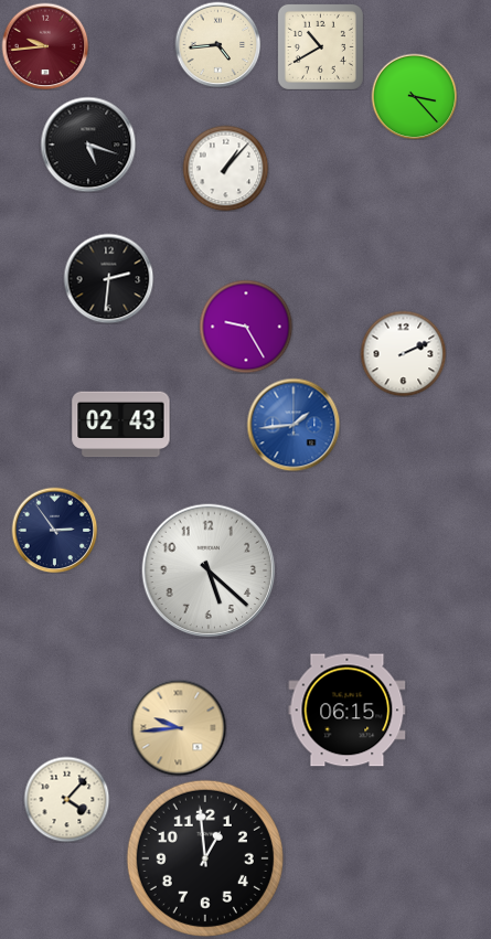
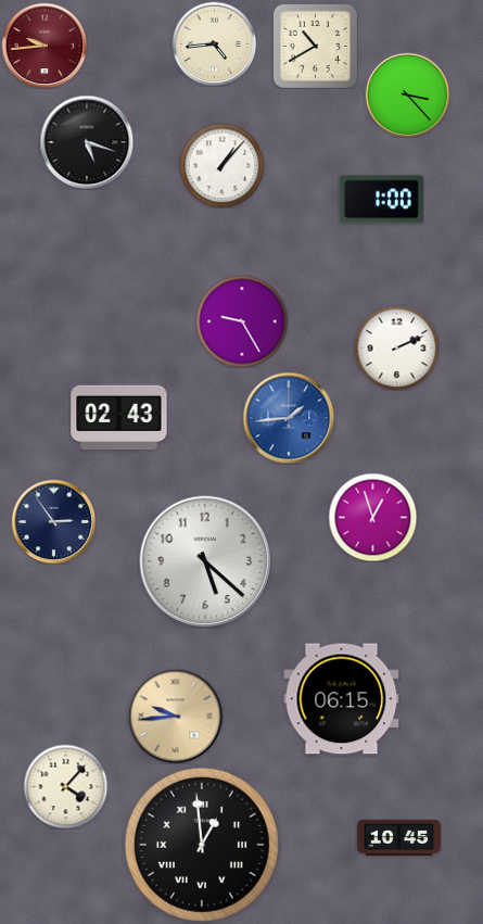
clock at (381, 200): none -> 1:00
clock at (108, 278): 2:31 -> none
clock at (372, 517): none -> 12:57
clock at (398, 838): none -> 10:45
clock at (205, 858) numerals: Arabic -> Roman
